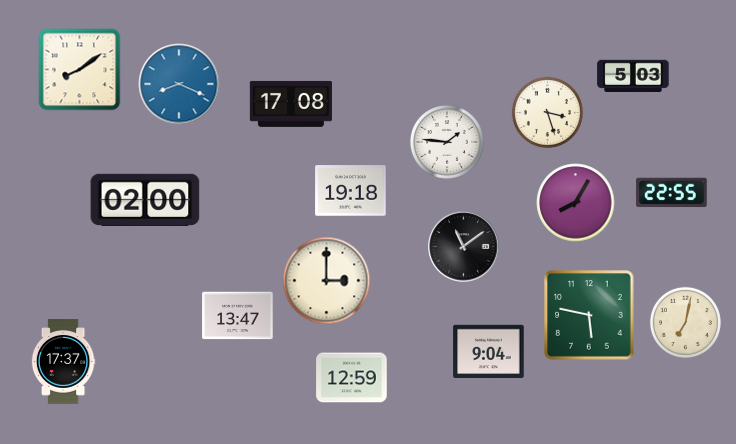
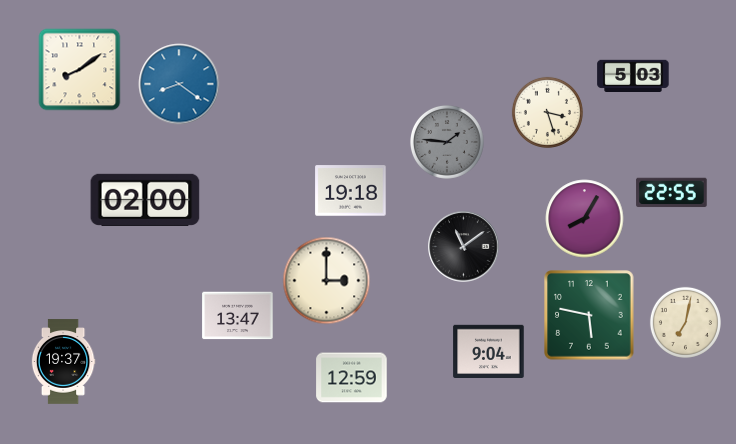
clock at (179, 84): 8:19 -> 8:21
clock at (291, 104): 17:08 -> none
clock at (448, 143) dial: white -> grey
clock at (576, 203) position: (576, 203) -> (585, 219)
clock at (63, 362): 17:37 -> 19:37
